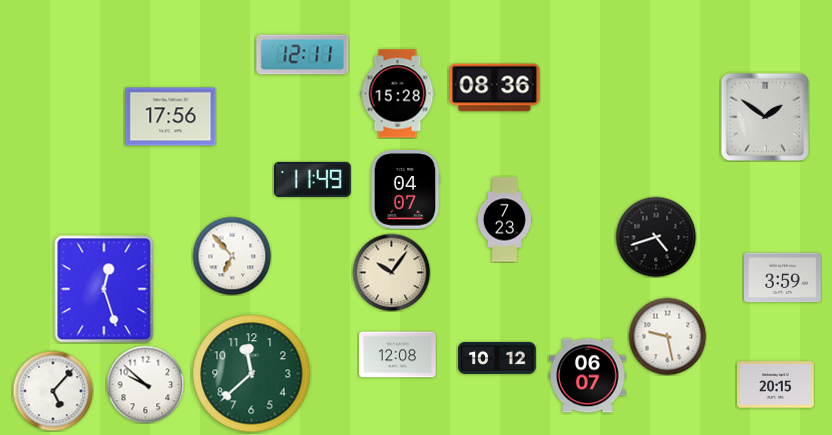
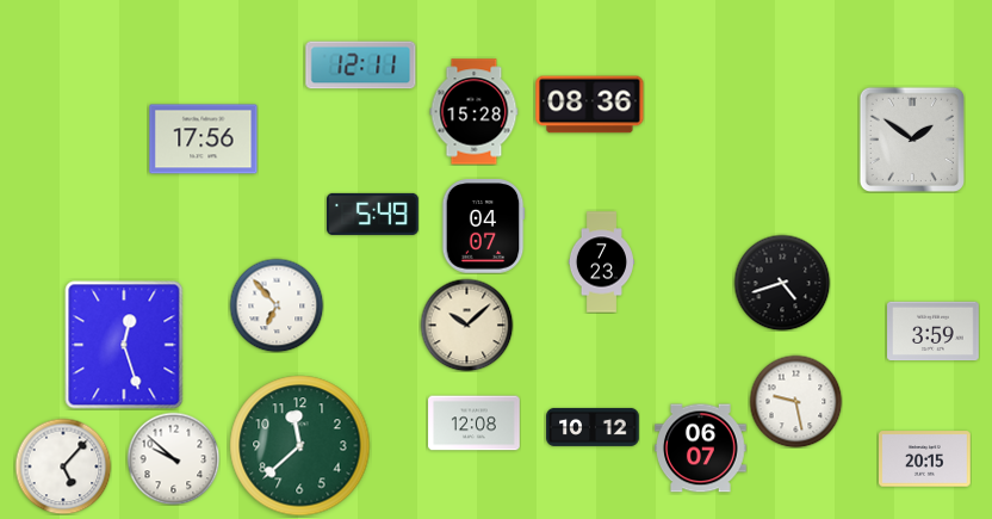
clock at (313, 179): 11:49 -> 5:49
clock at (391, 272): 10:06 -> 10:08
